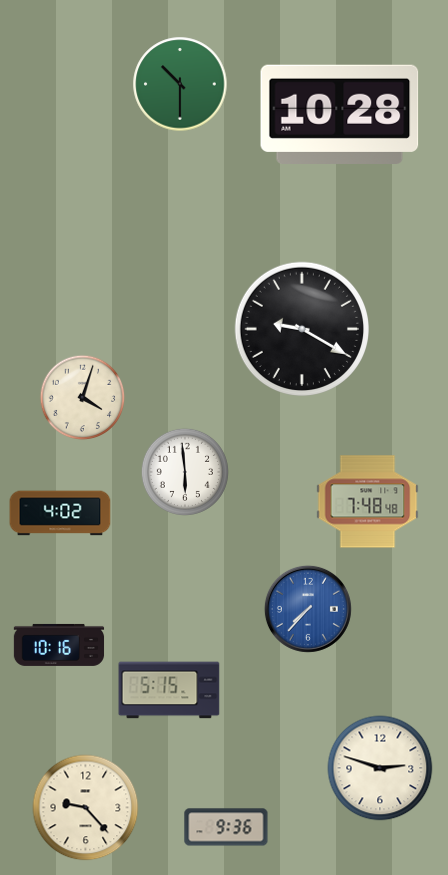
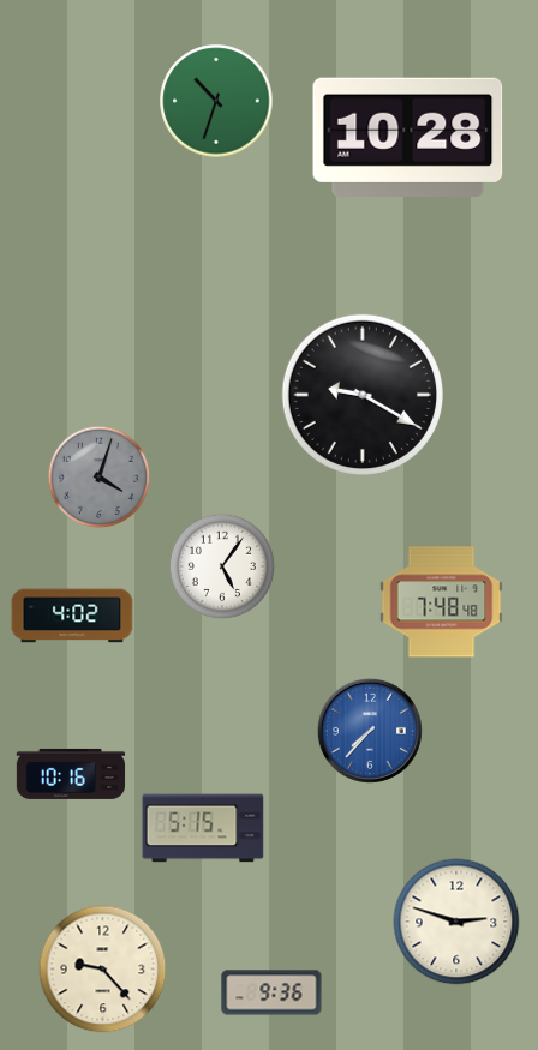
clock at (180, 84): 10:30 -> 10:33
clock at (83, 398) dial: cream -> grey
clock at (185, 472): 5:59 -> 5:06
